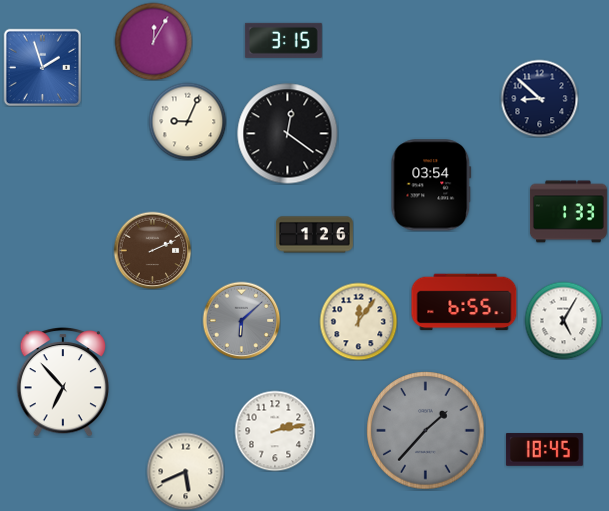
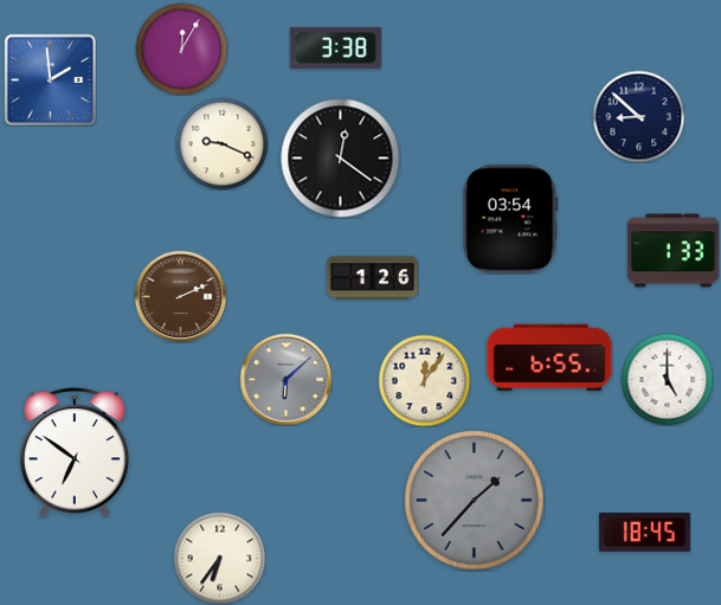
clock at (283, 40): 3:15 -> 3:38
clock at (42, 67): 1:57 -> 1:59
clock at (187, 121): 9:04 -> 9:19
clock at (563, 320): 5:05 -> 5:00
clock at (62, 383): 6:53 -> 6:51
clock at (275, 431): 2:13 -> none
clock at (426, 431) position: (426, 431) -> (475, 501)
clock at (185, 471): 5:41 -> 6:36
